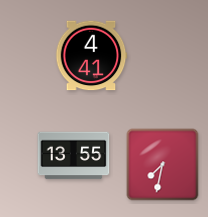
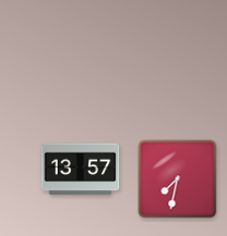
clock at (91, 56): 4:41 -> none
clock at (74, 156): 13:55 -> 13:57
